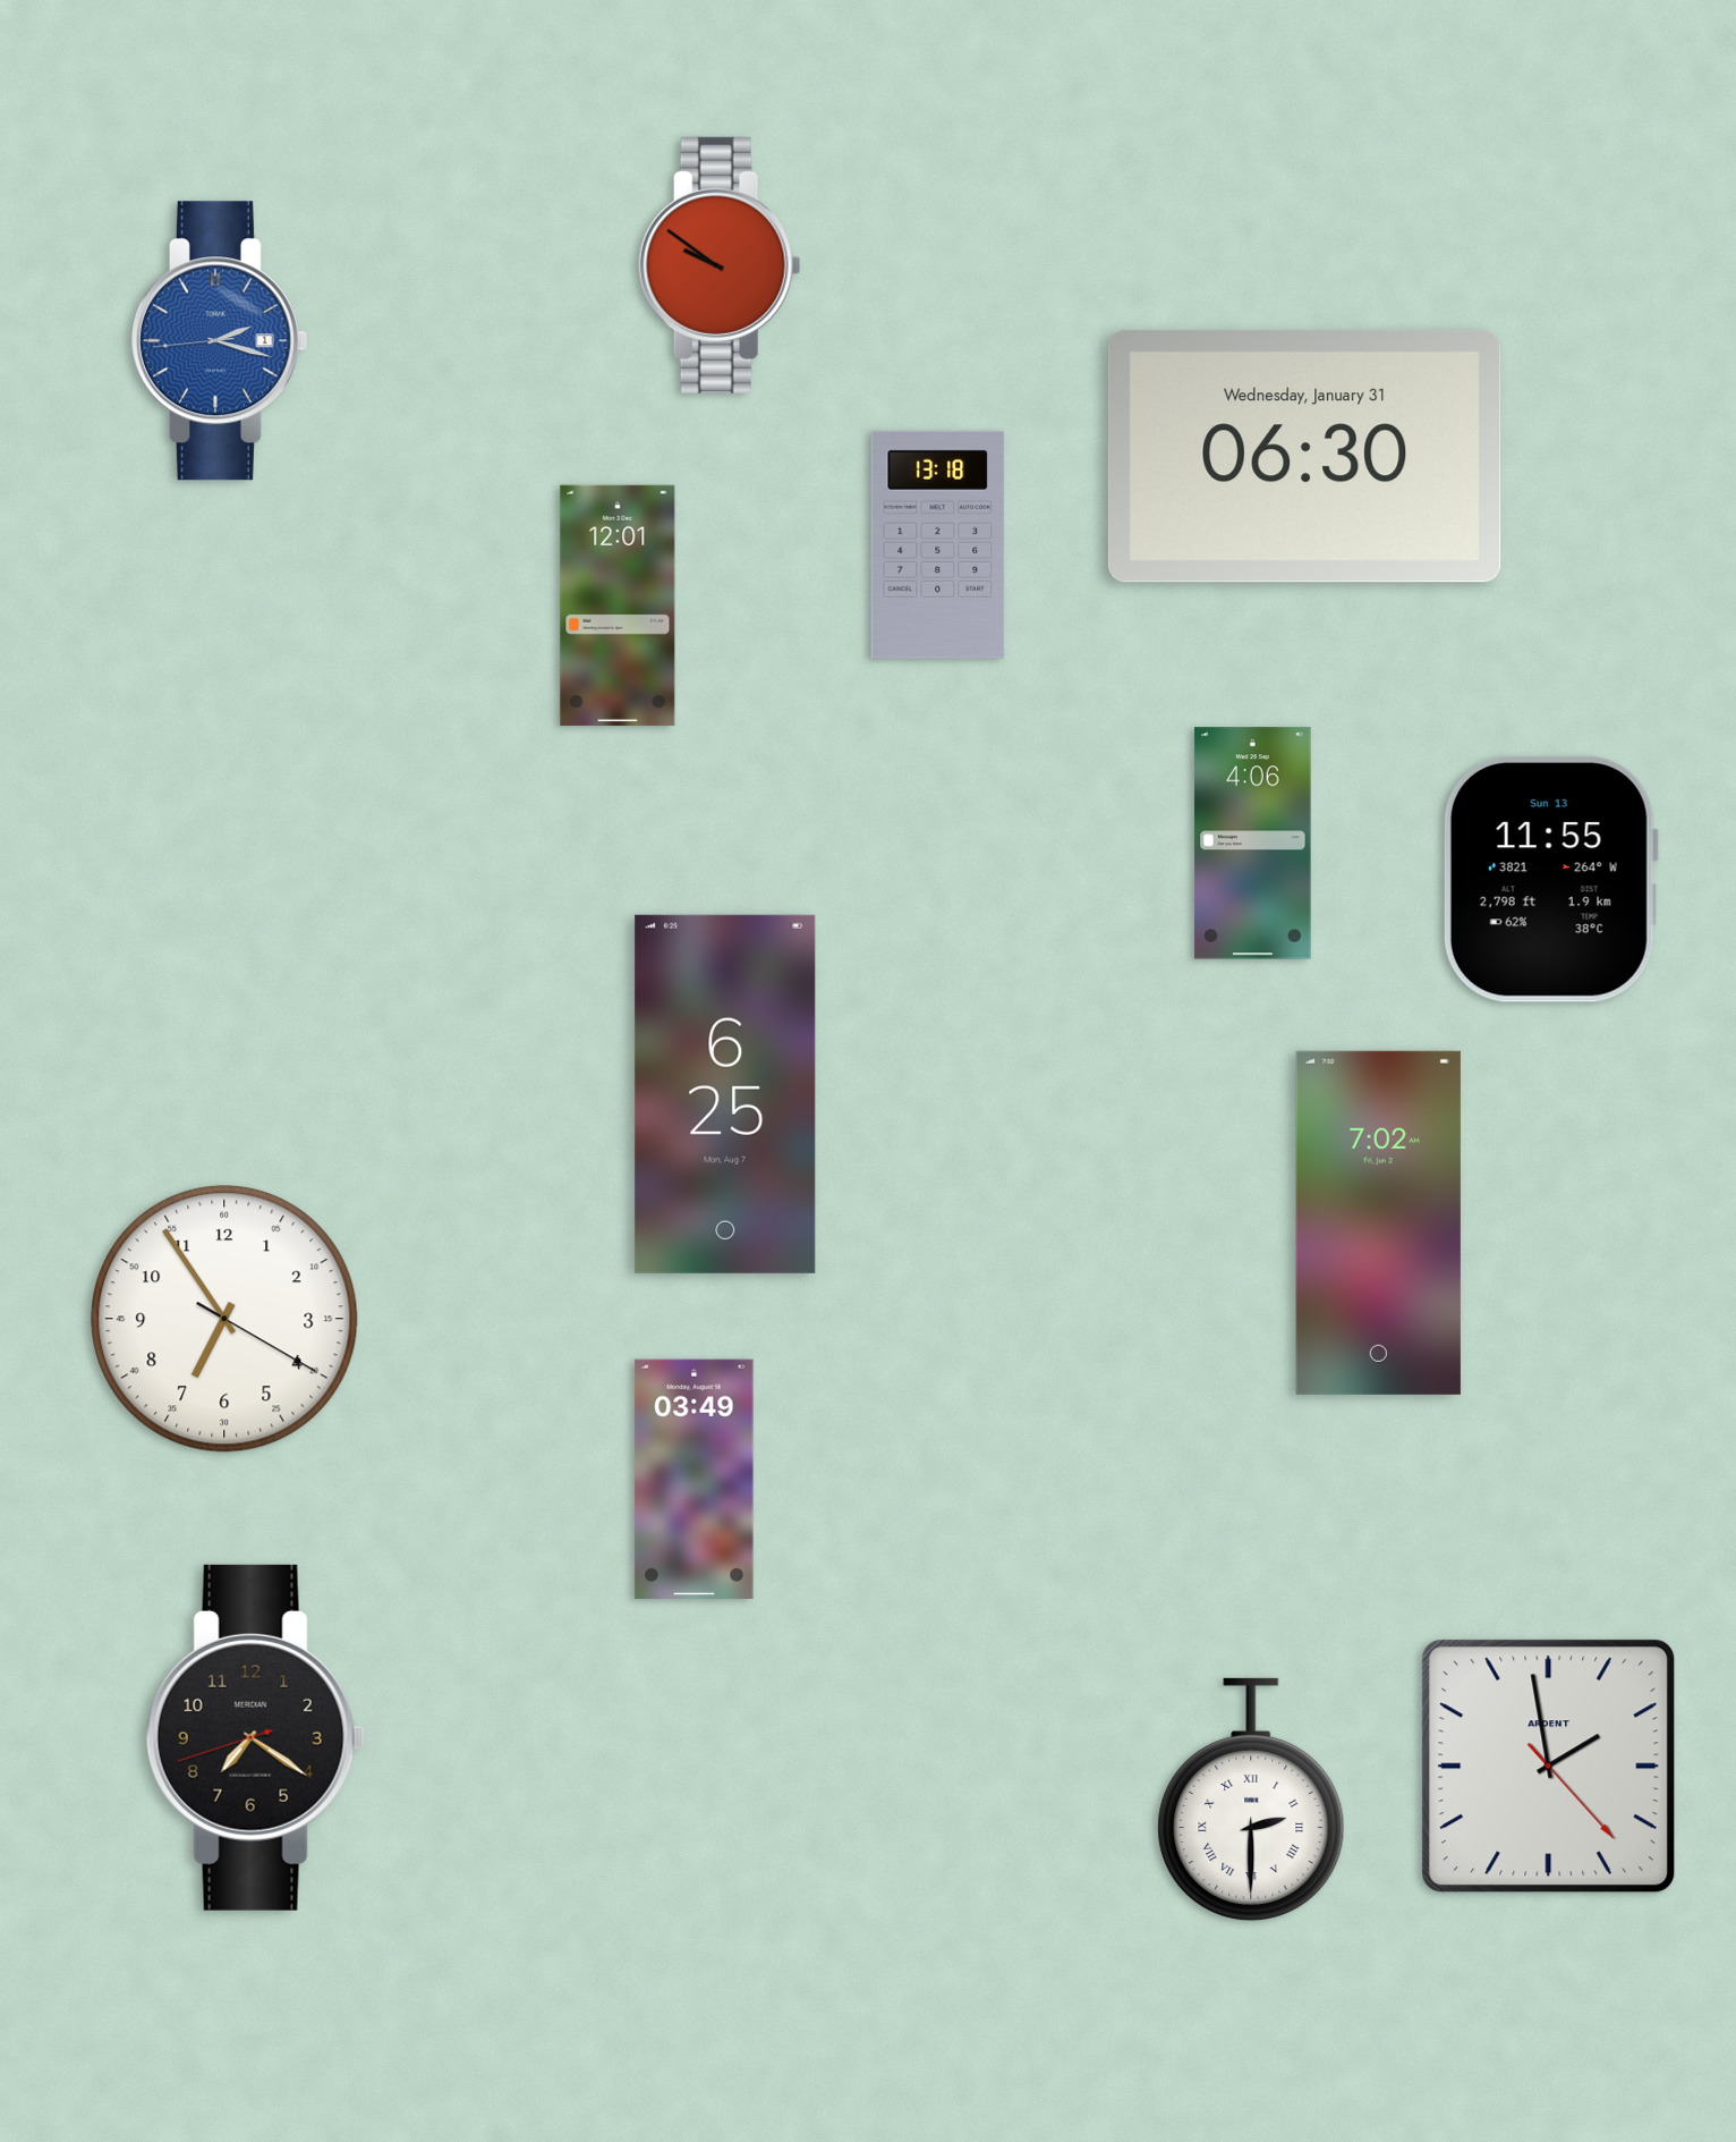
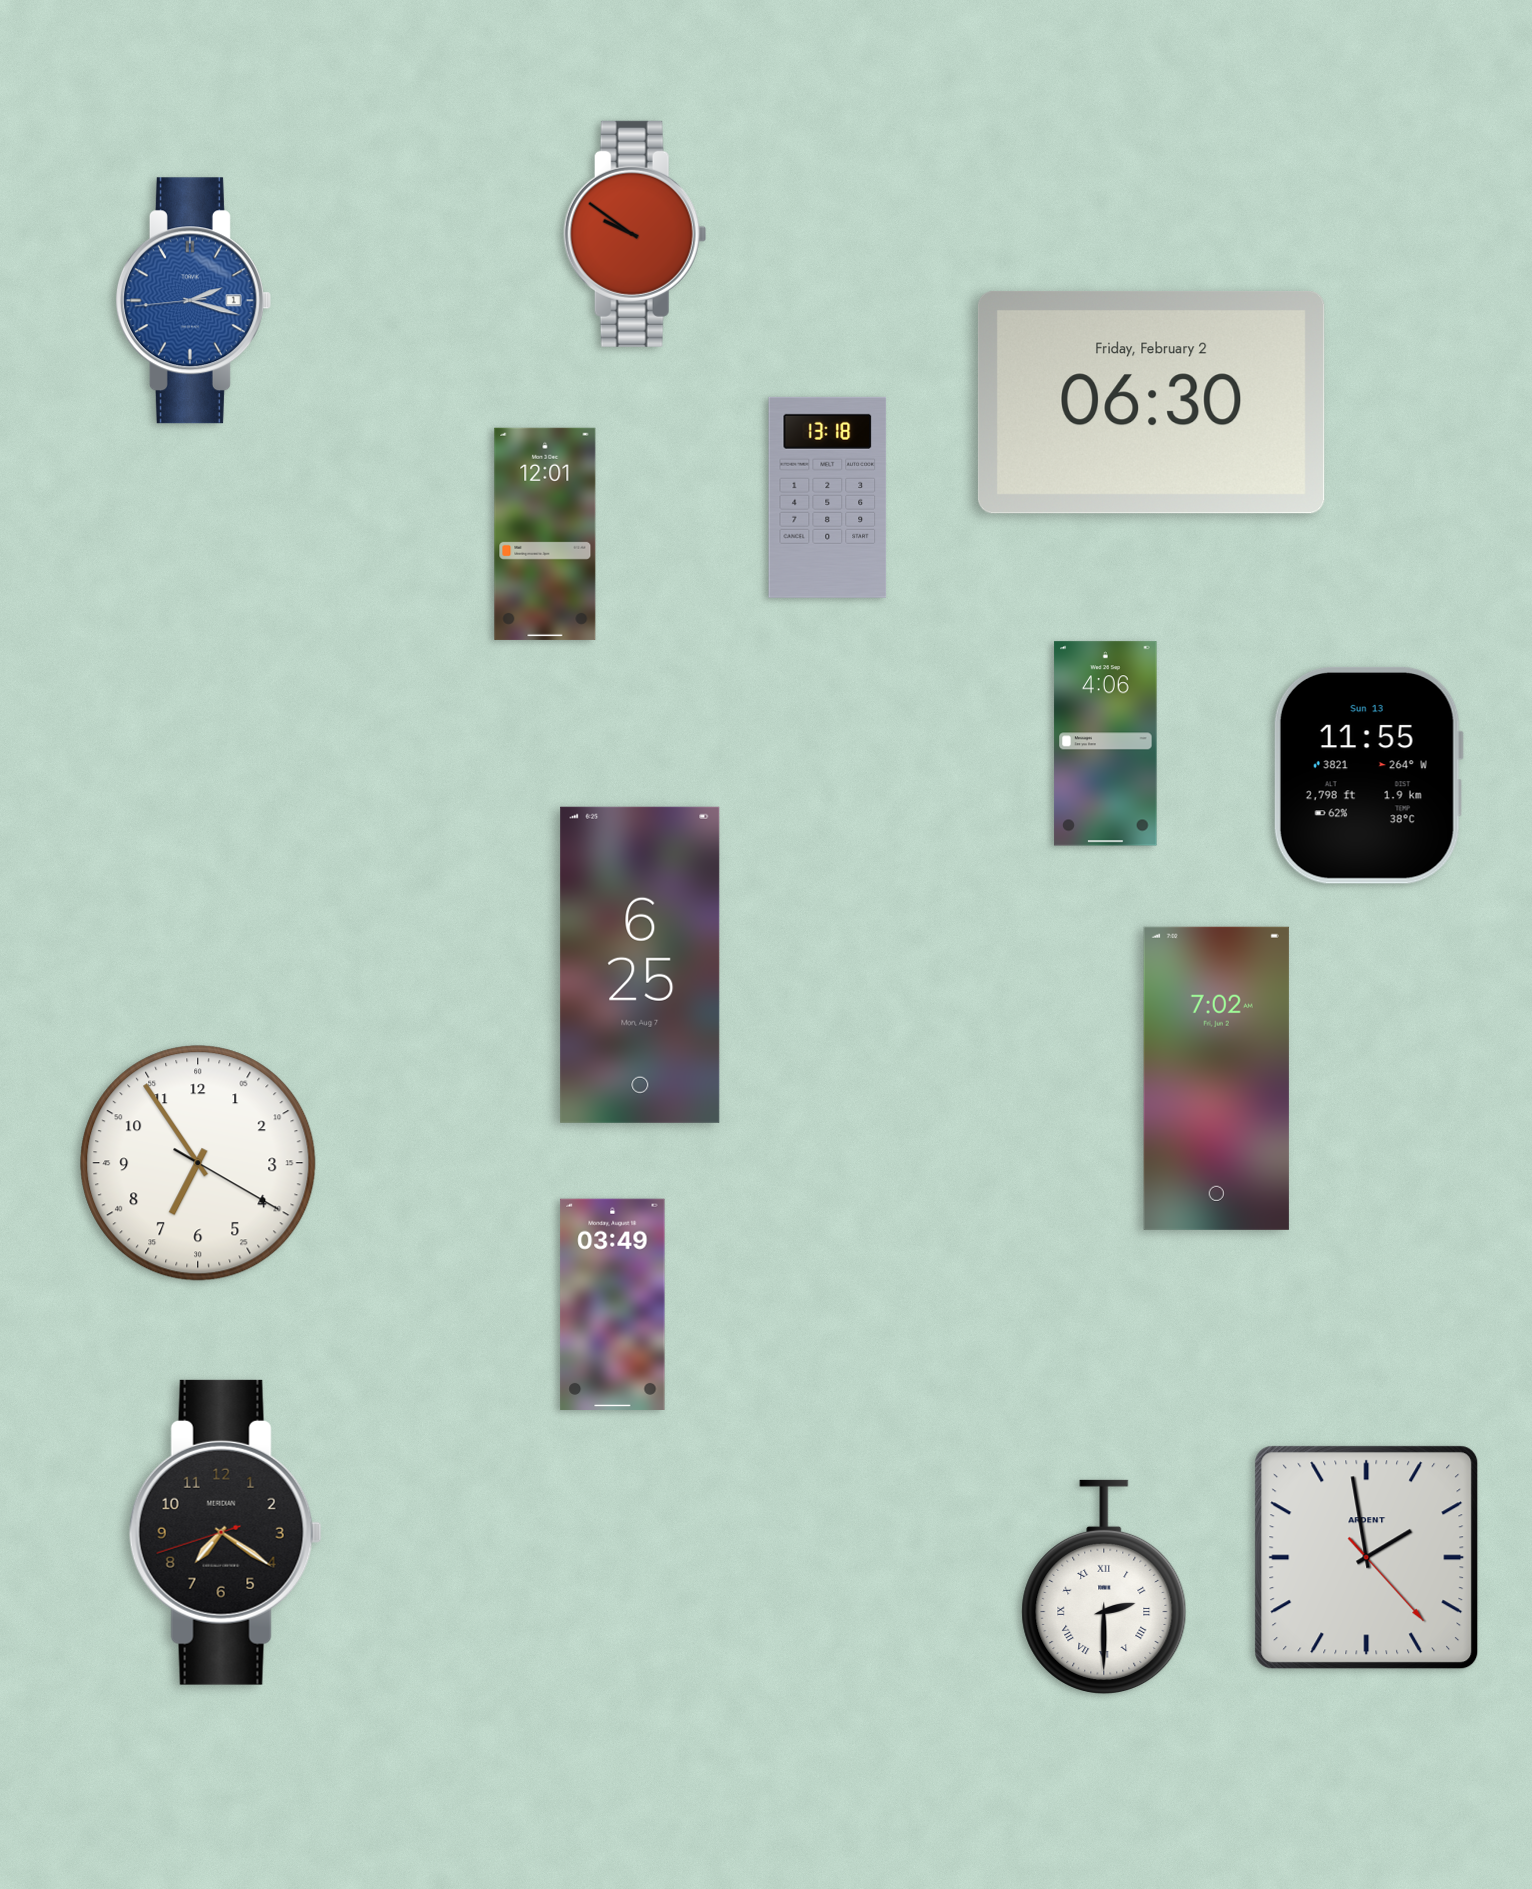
clock at (1304, 456) date: Wednesday, January 31 -> Friday, February 2
clock at (938, 544) position: (938, 544) -> (828, 497)
